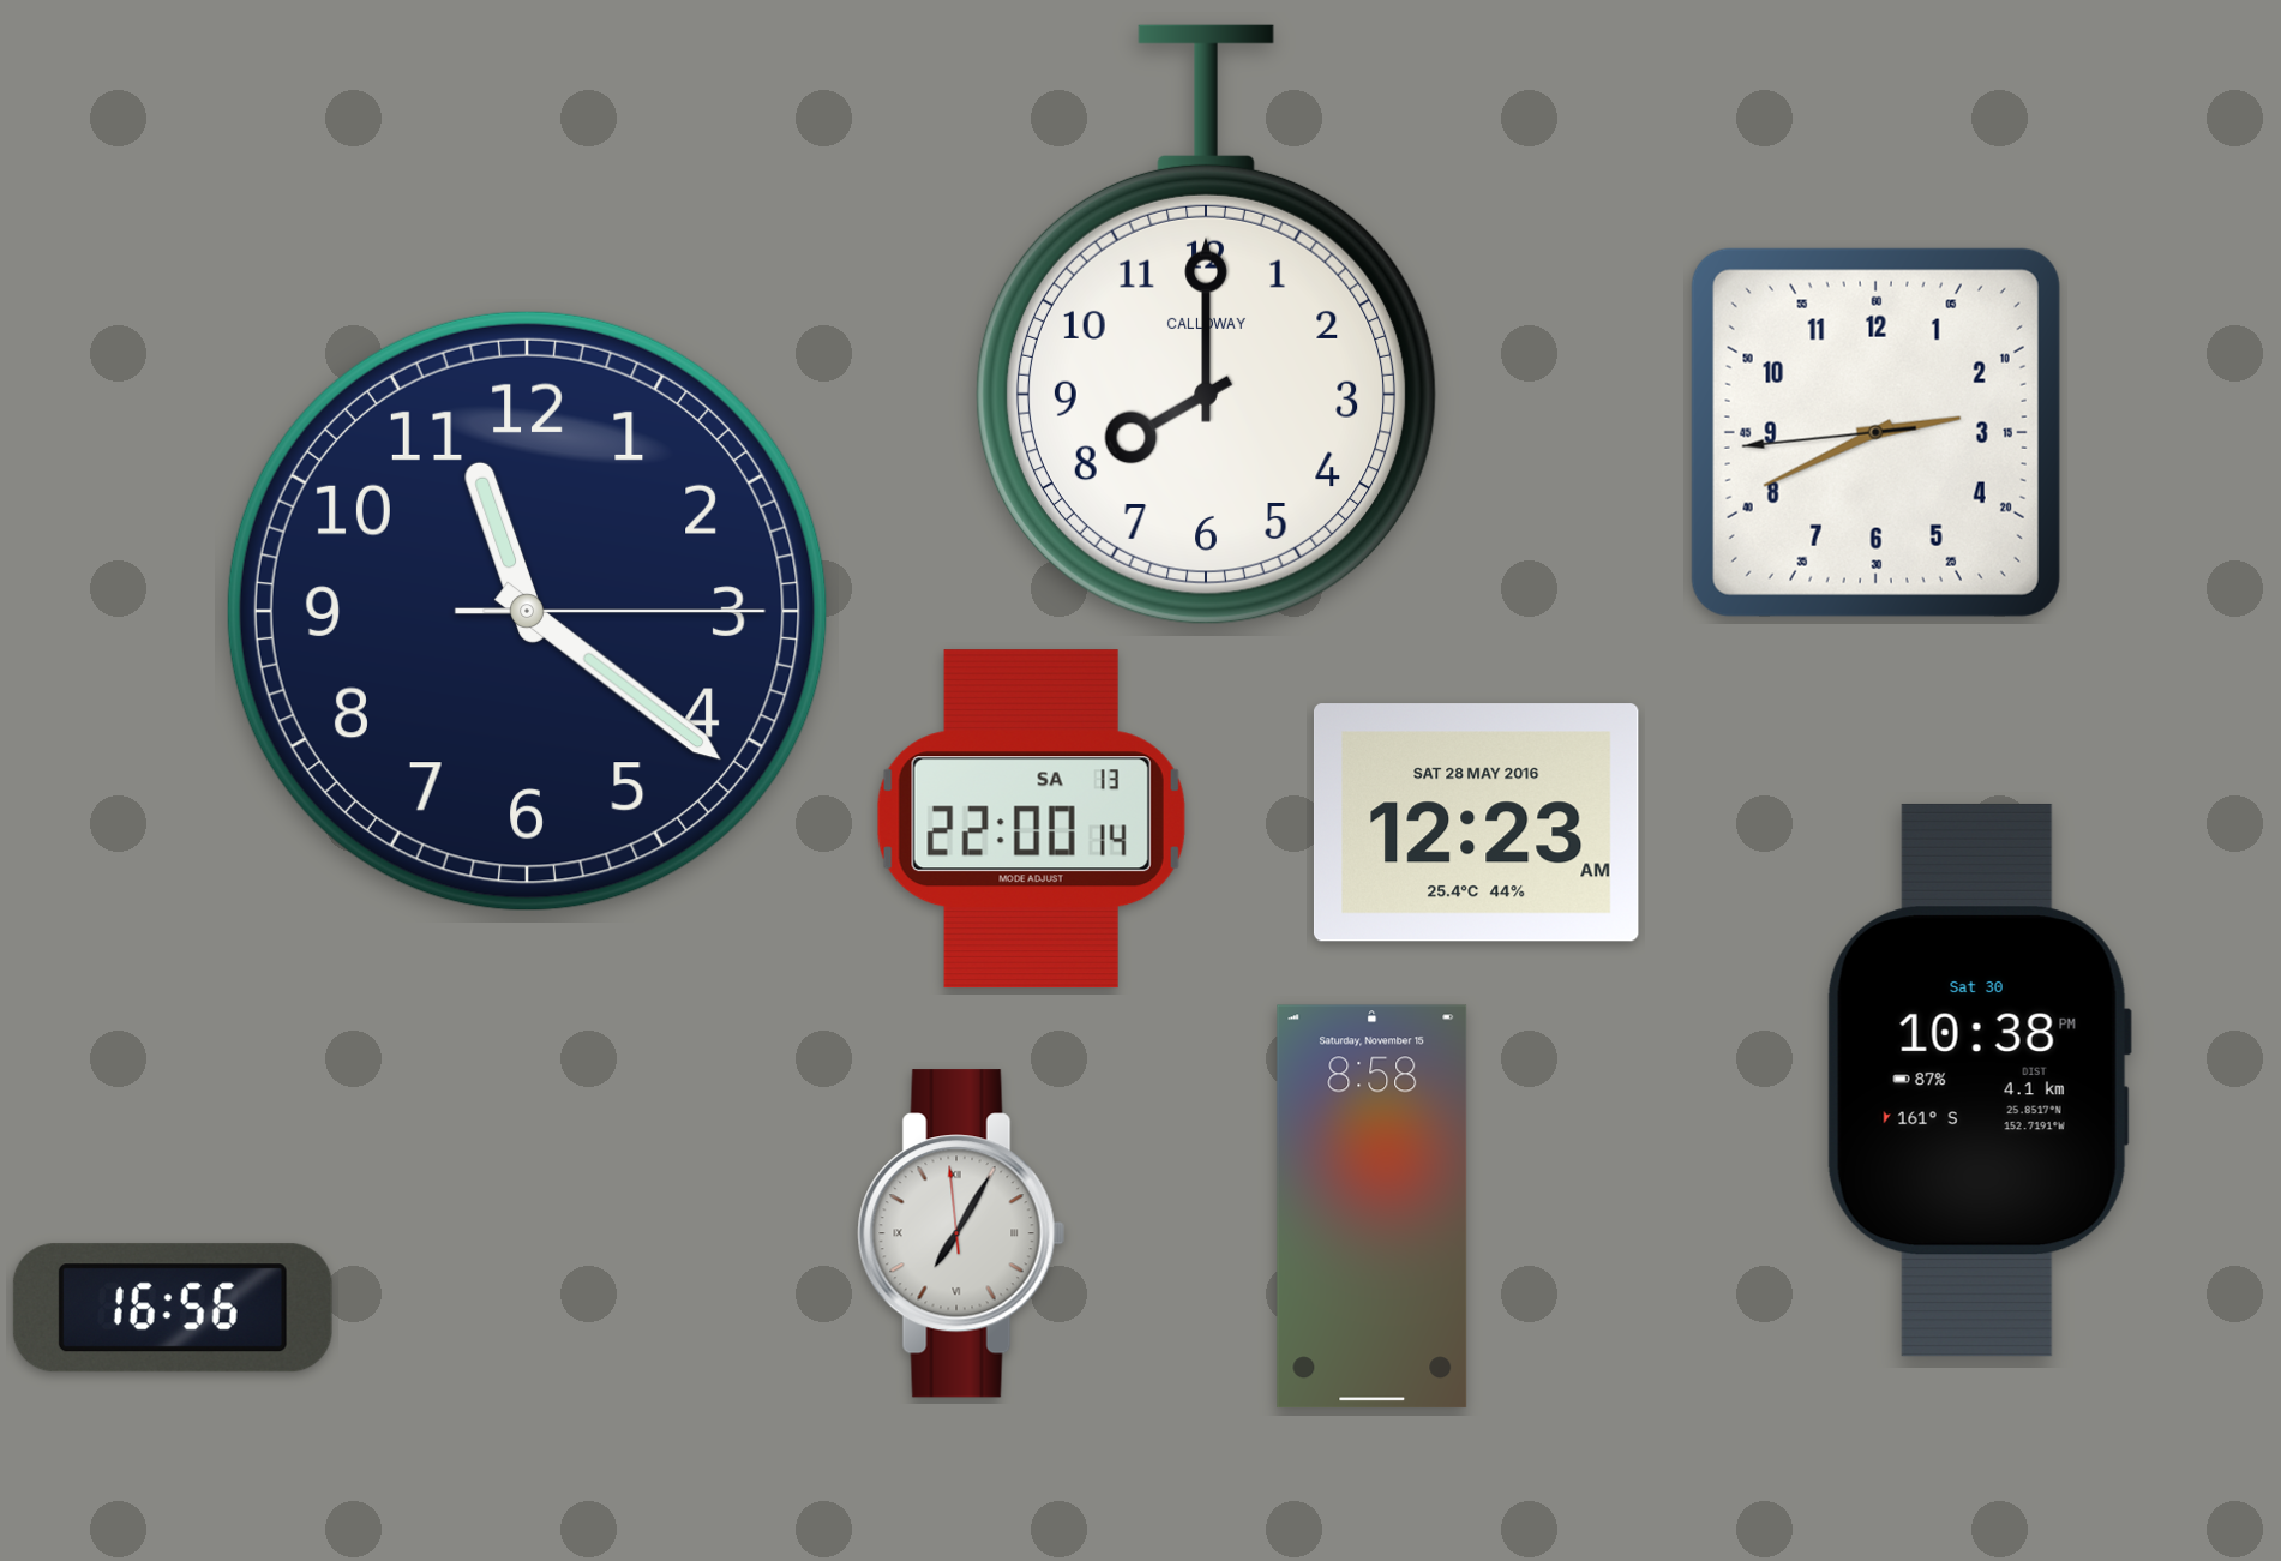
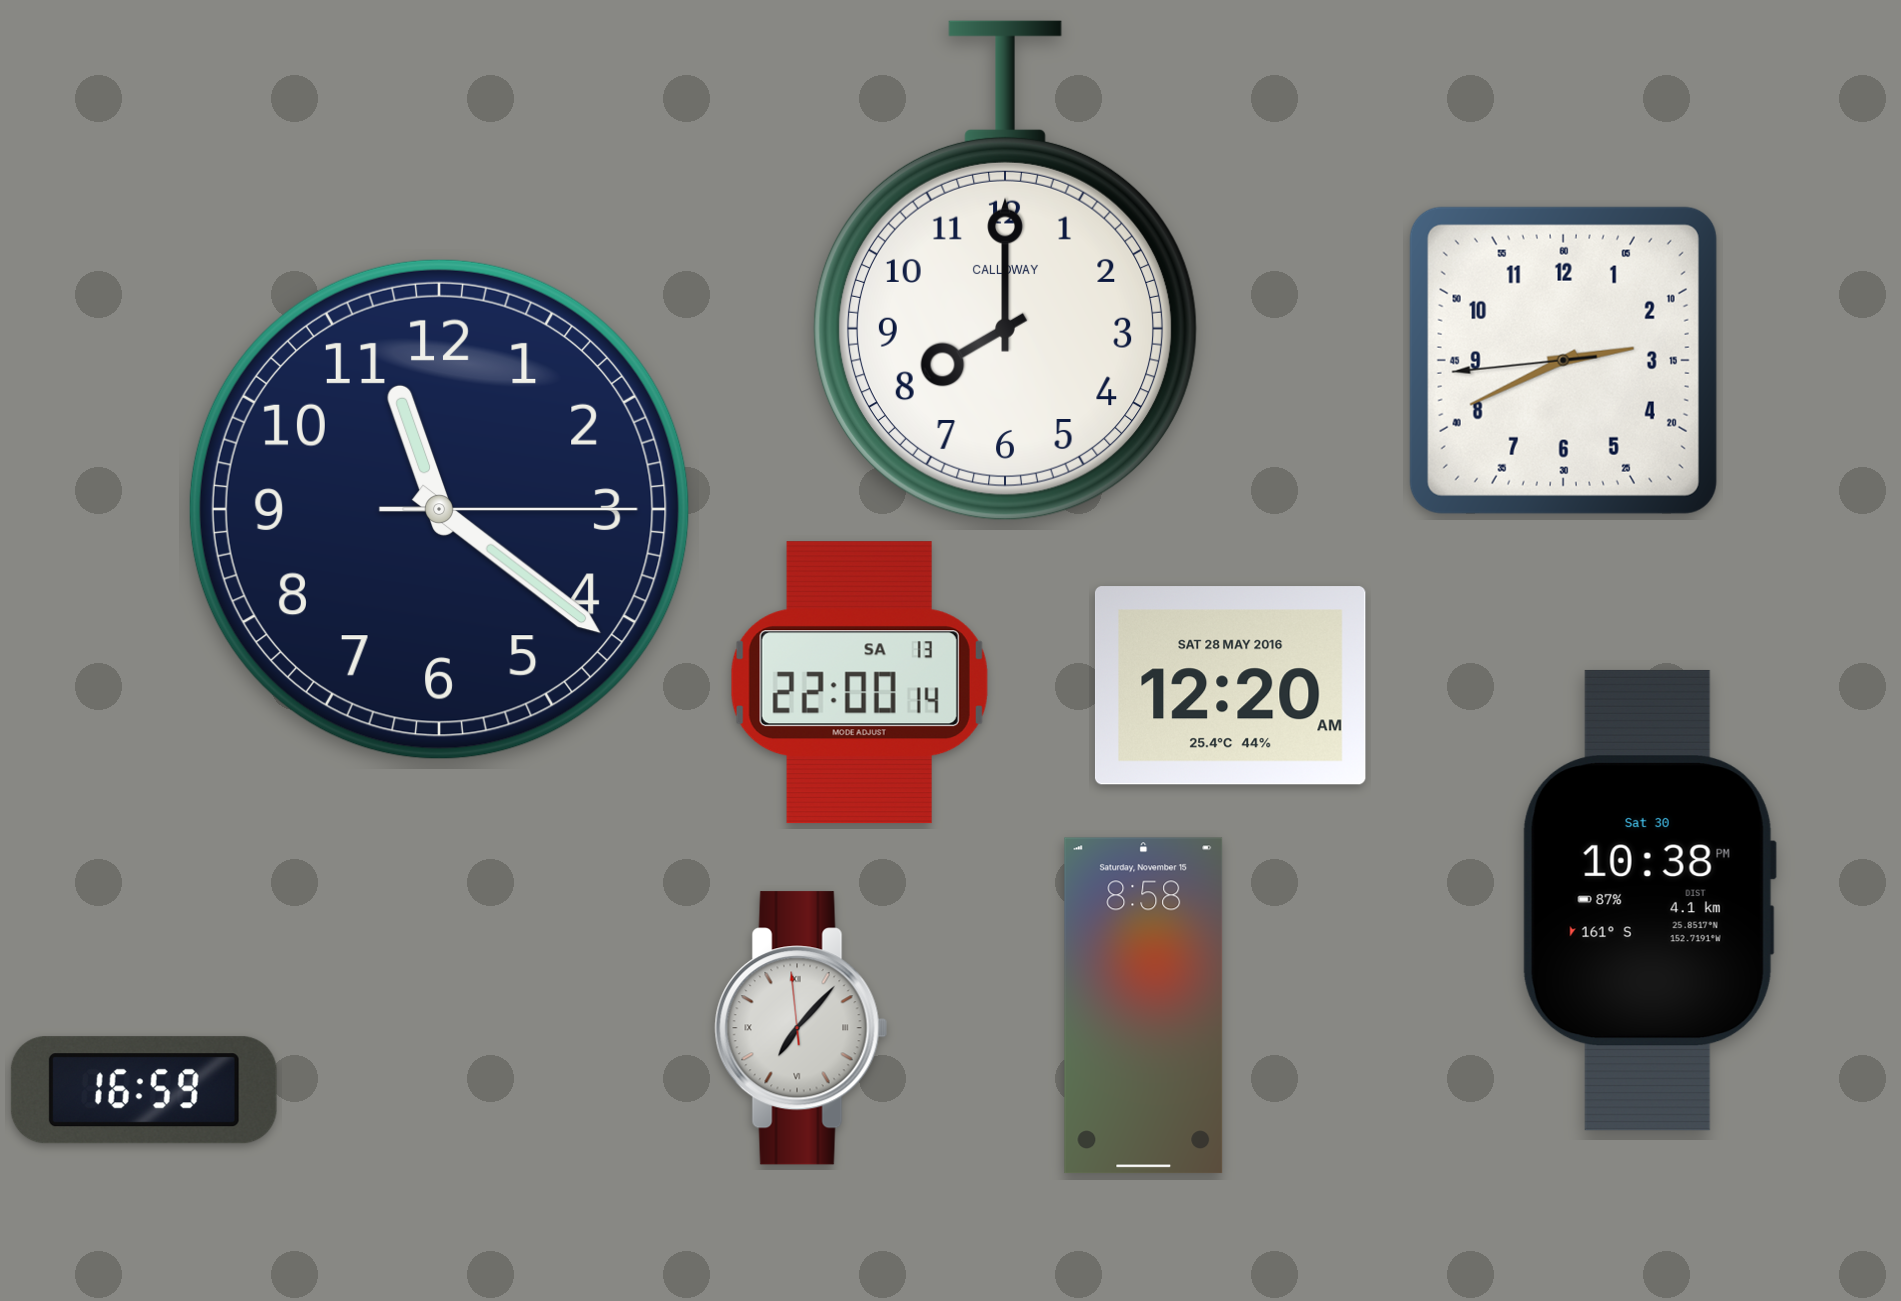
clock at (1476, 823): 12:23 -> 12:20
clock at (961, 1233): 7:04 -> 7:06
clock at (173, 1308): 16:56 -> 16:59
